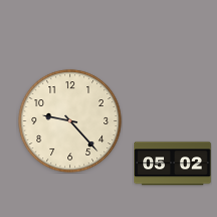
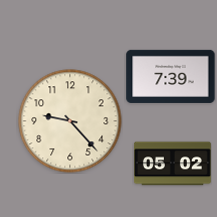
clock at (171, 76): none -> 7:39
